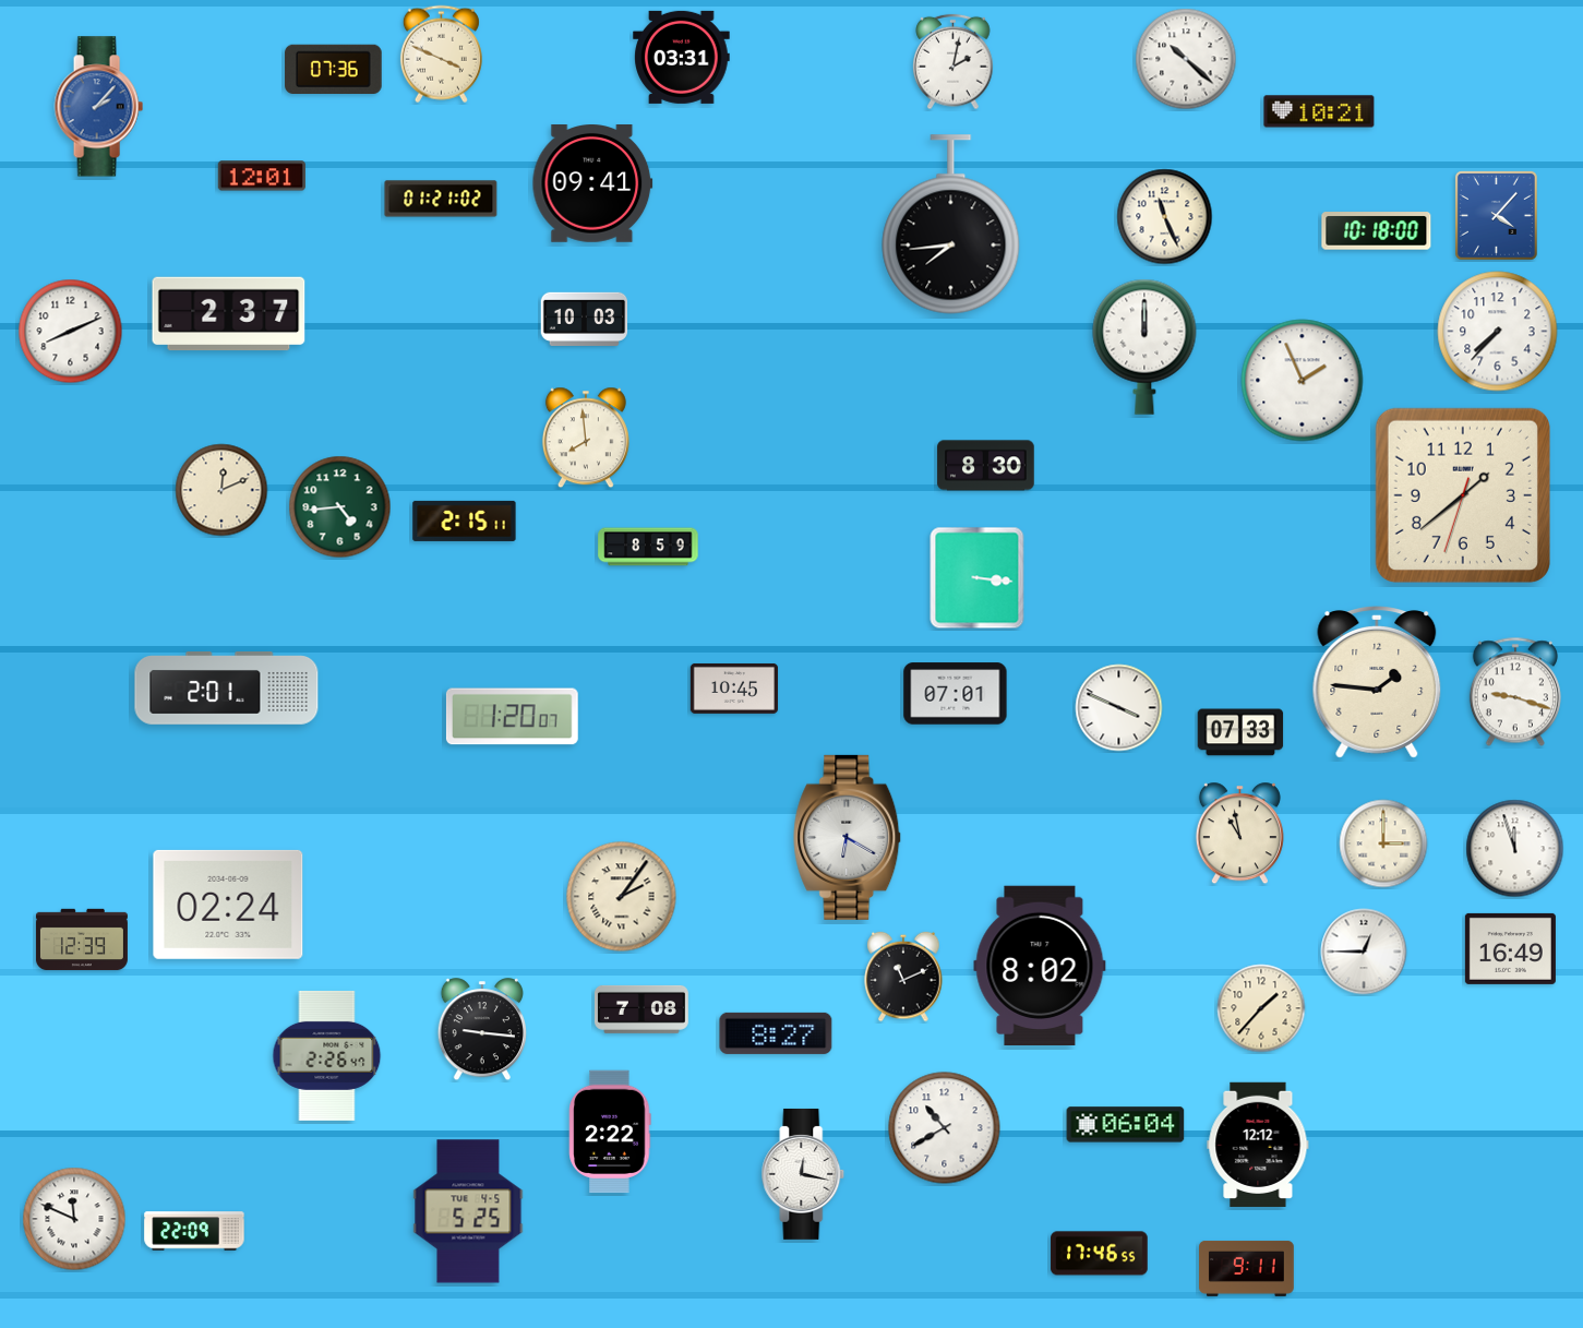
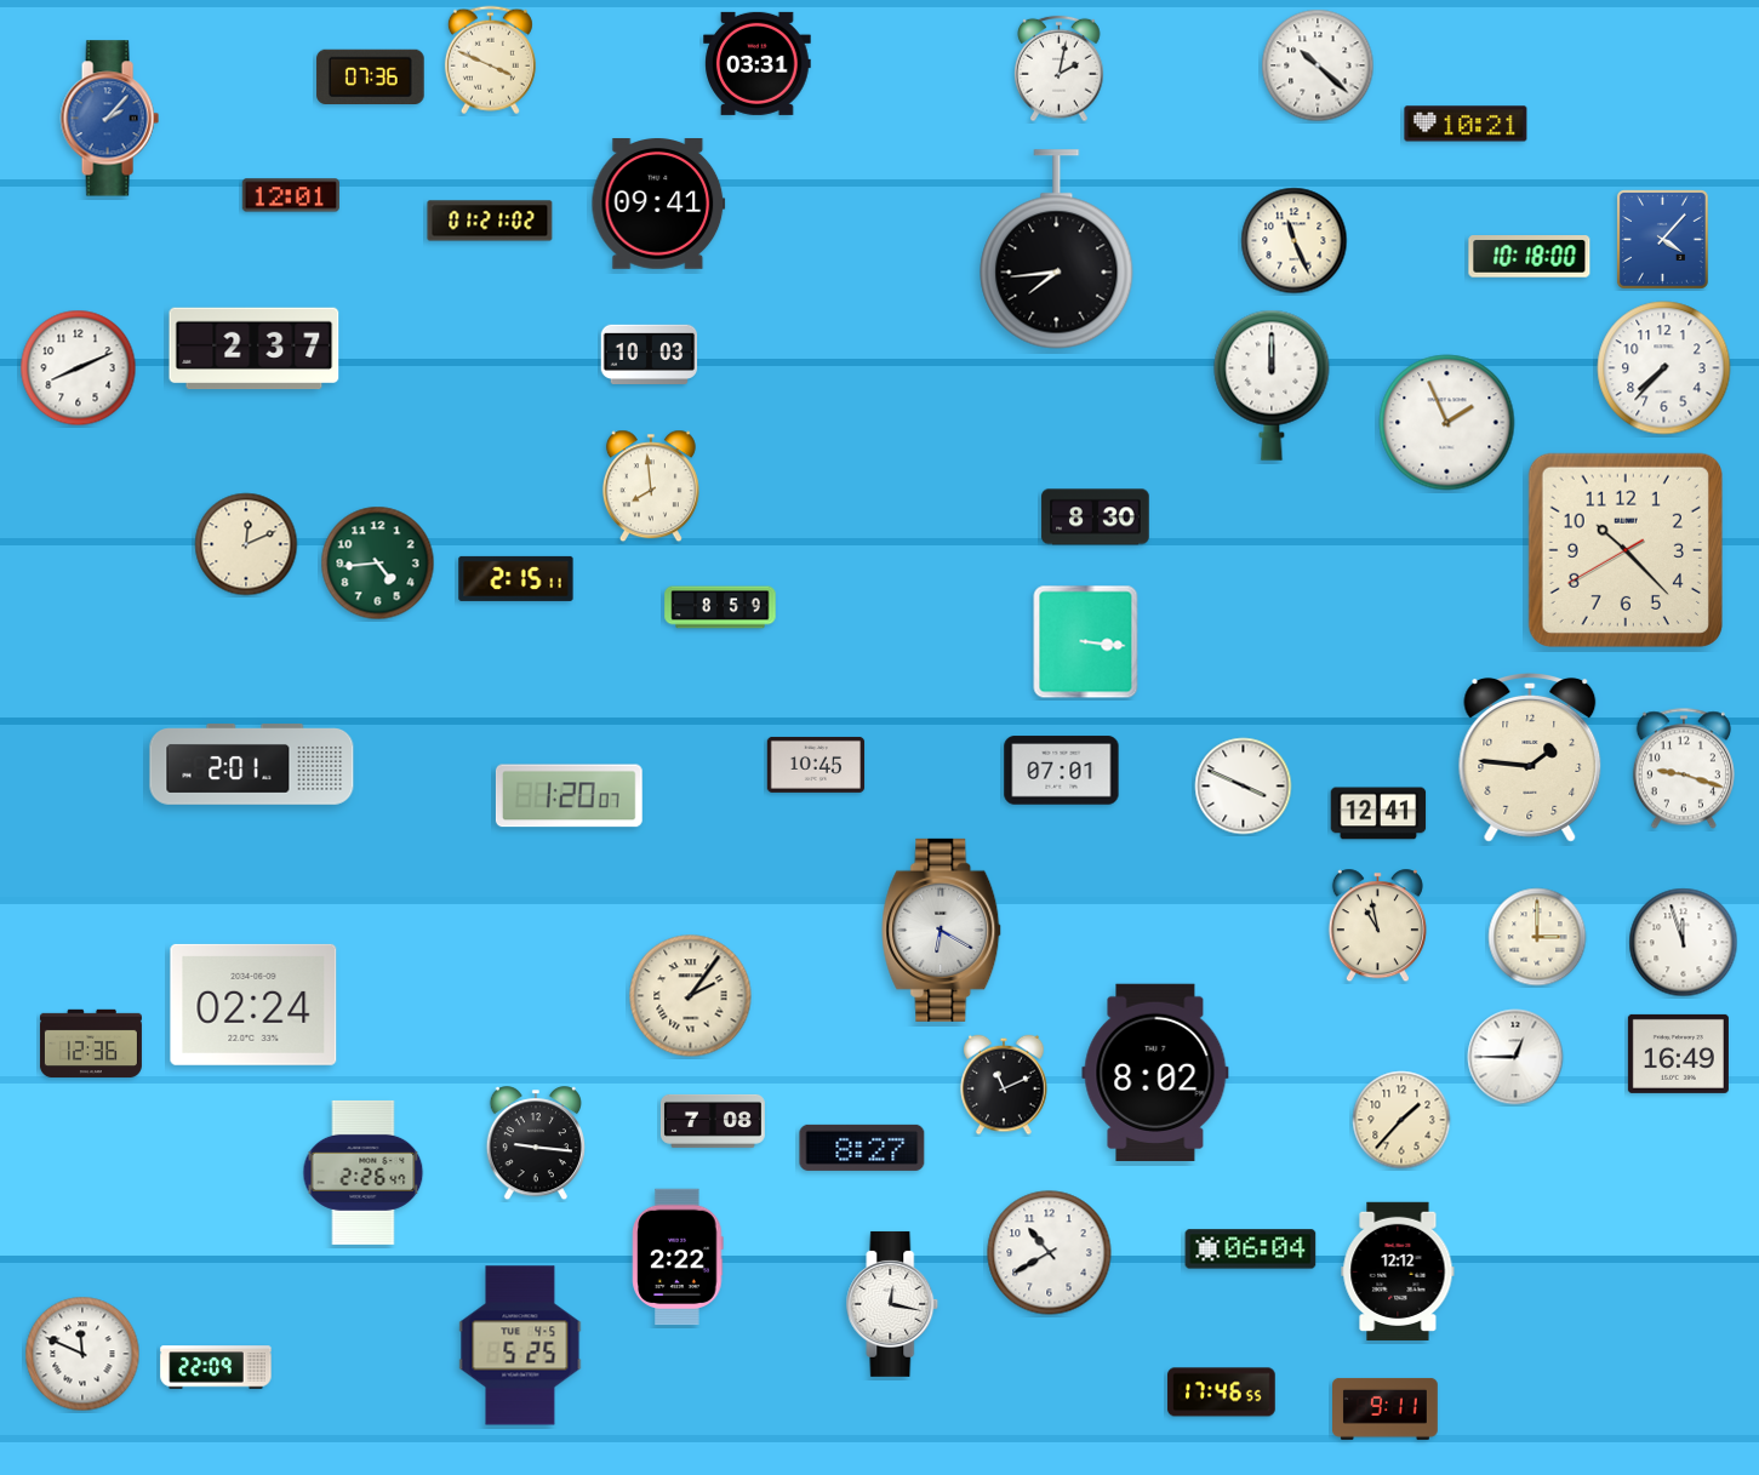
clock at (1463, 495): 1:38 -> 10:22
clock at (1240, 732): 07:33 -> 12:41
clock at (82, 940): 12:39 -> 12:36
